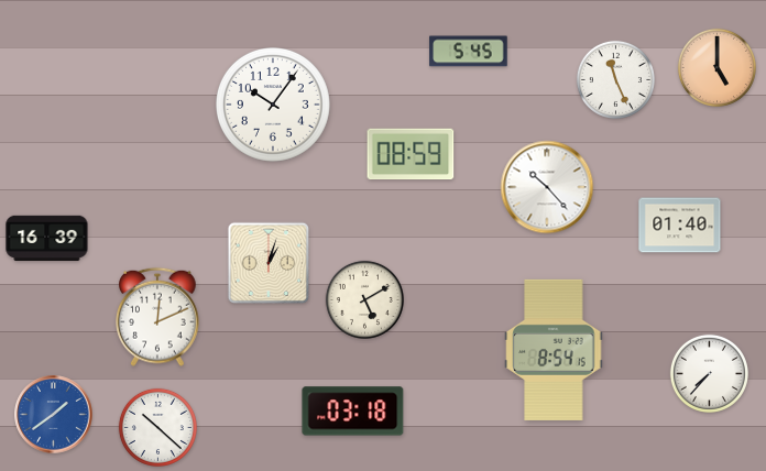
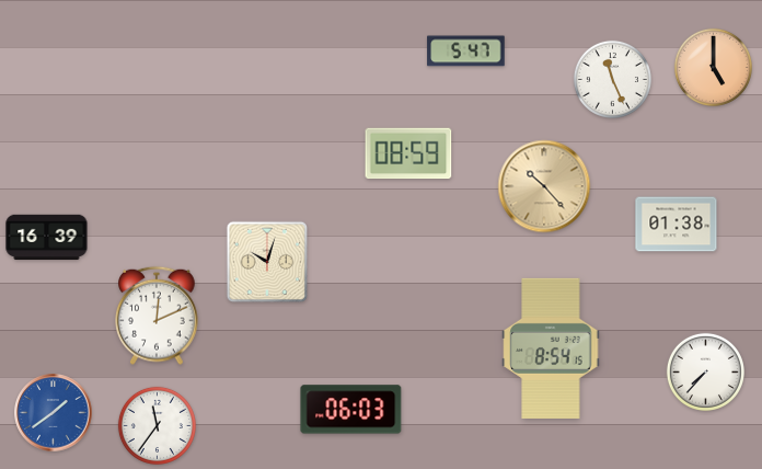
clock at (469, 52): 5:45 -> 5:47
clock at (274, 106): 10:06 -> none
clock at (547, 187) dial: white -> champagne
clock at (680, 226): 01:40 -> 01:38
clock at (269, 263): 1:03 -> 10:03
clock at (364, 299): 5:10 -> none
clock at (353, 412): 03:18 -> 06:03
clock at (157, 427): 10:22 -> 11:36
